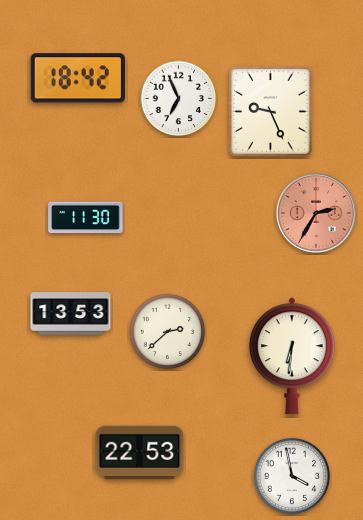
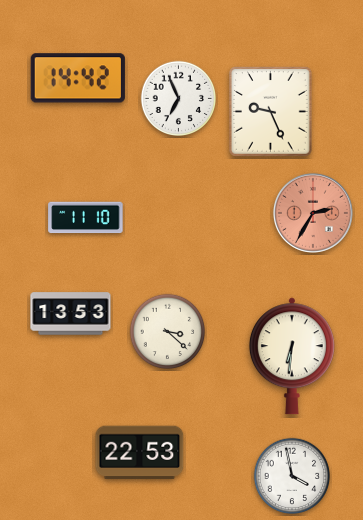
clock at (78, 78): 18:42 -> 14:42
clock at (316, 213) position: (316, 213) -> (313, 213)
clock at (86, 218): 11:30 -> 11:10
clock at (168, 332): 2:38 -> 3:22
